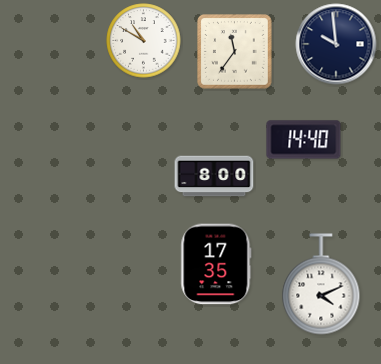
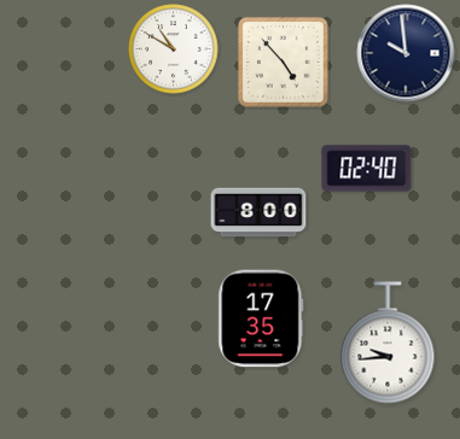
clock at (235, 52): 11:36 -> 4:53
clock at (304, 140): 14:40 -> 02:40
clock at (321, 284): 4:11 -> 9:44
